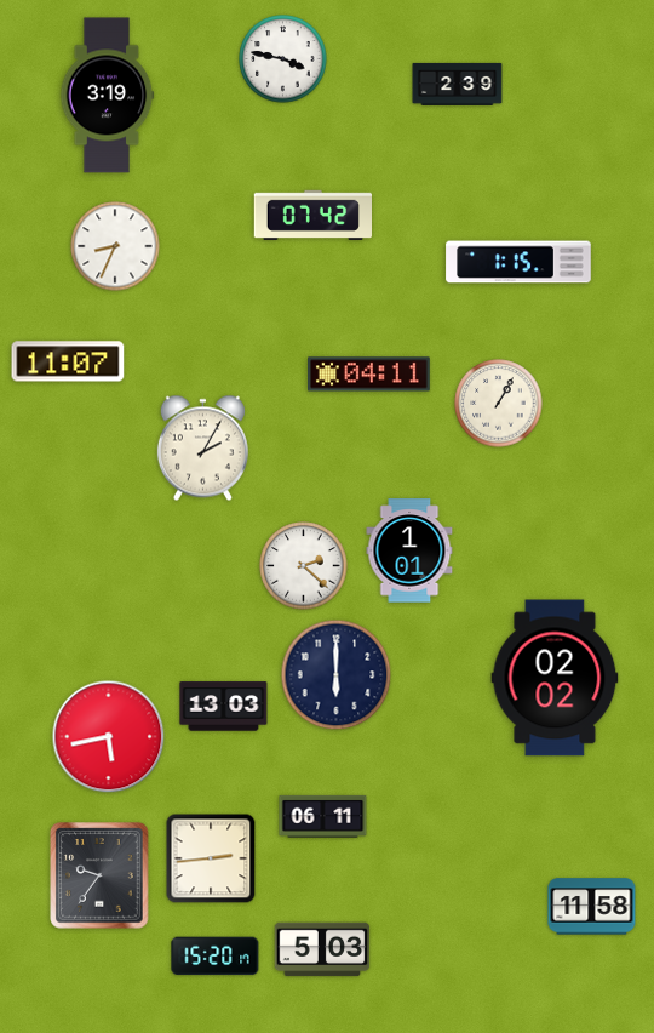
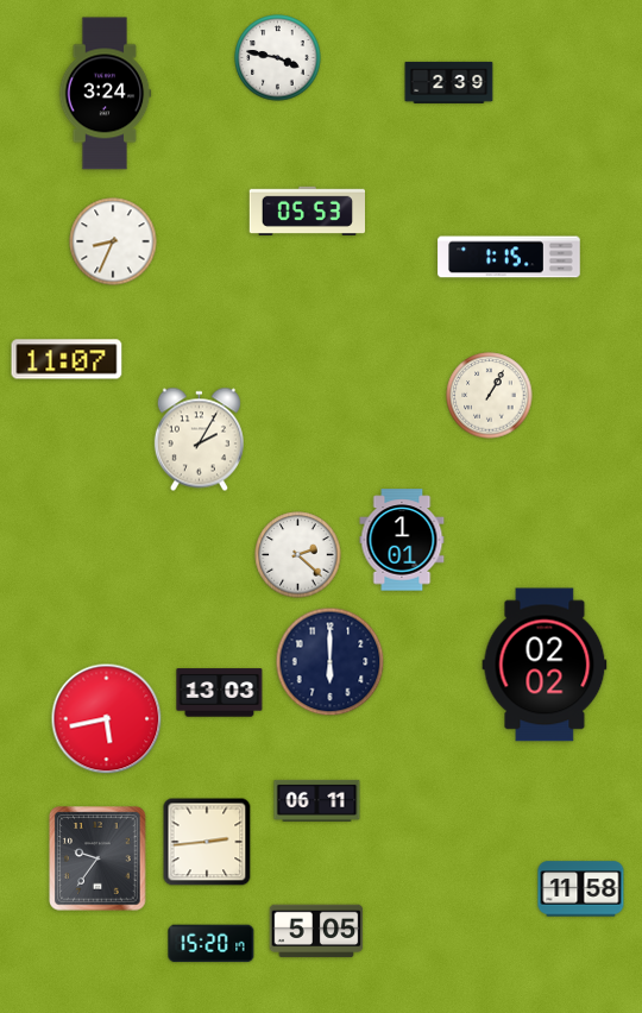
clock at (108, 96): 3:19 -> 3:24
clock at (312, 215): 07:42 -> 05:53
clock at (68, 361) position: (68, 361) -> (67, 359)
clock at (369, 375): 04:11 -> none
clock at (109, 737) position: (109, 737) -> (107, 719)
clock at (322, 949): 5:03 -> 5:05
clock at (216, 957) position: (216, 957) -> (212, 944)
